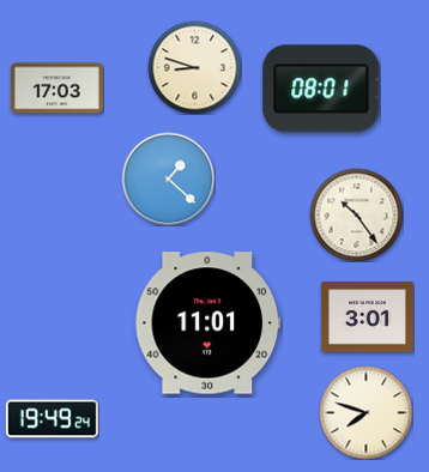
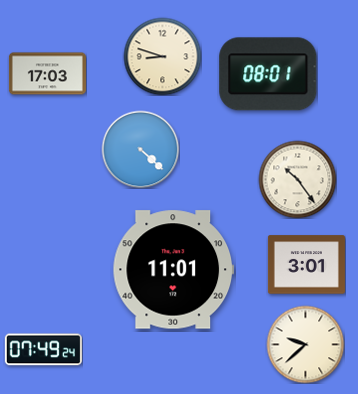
clock at (168, 178): 1:22 -> 4:22
clock at (365, 412): 7:48 -> 9:38
clock at (52, 419): 19:49 -> 07:49
